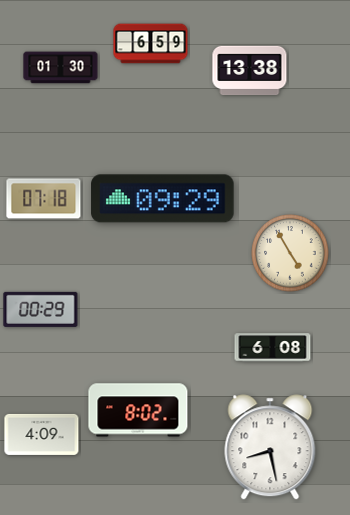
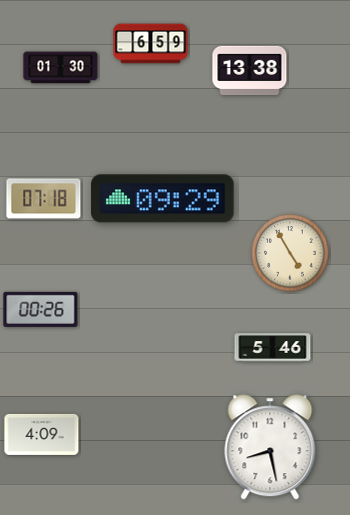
clock at (41, 309): 00:29 -> 00:26
clock at (273, 348): 6:08 -> 5:46
clock at (138, 410): 8:02 -> none
